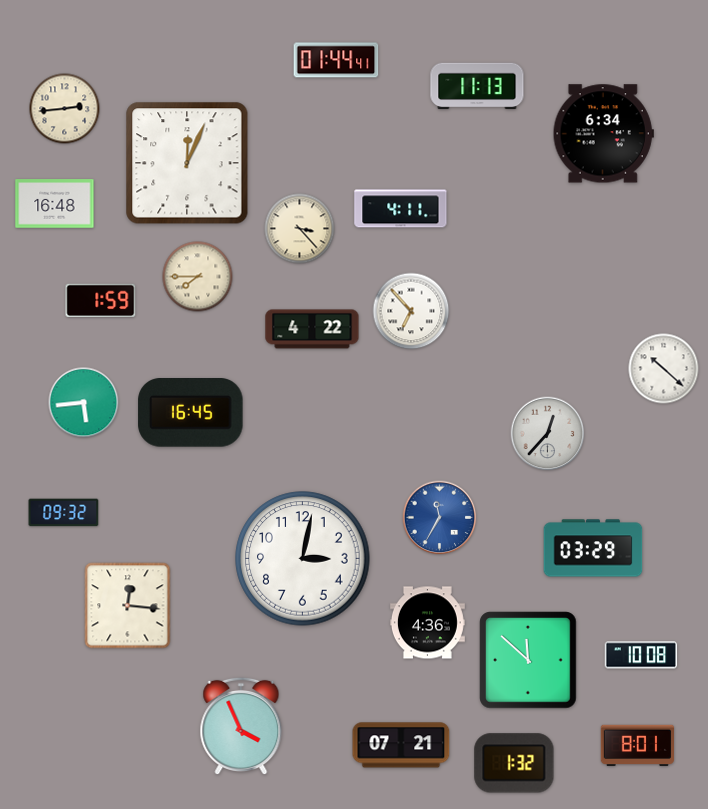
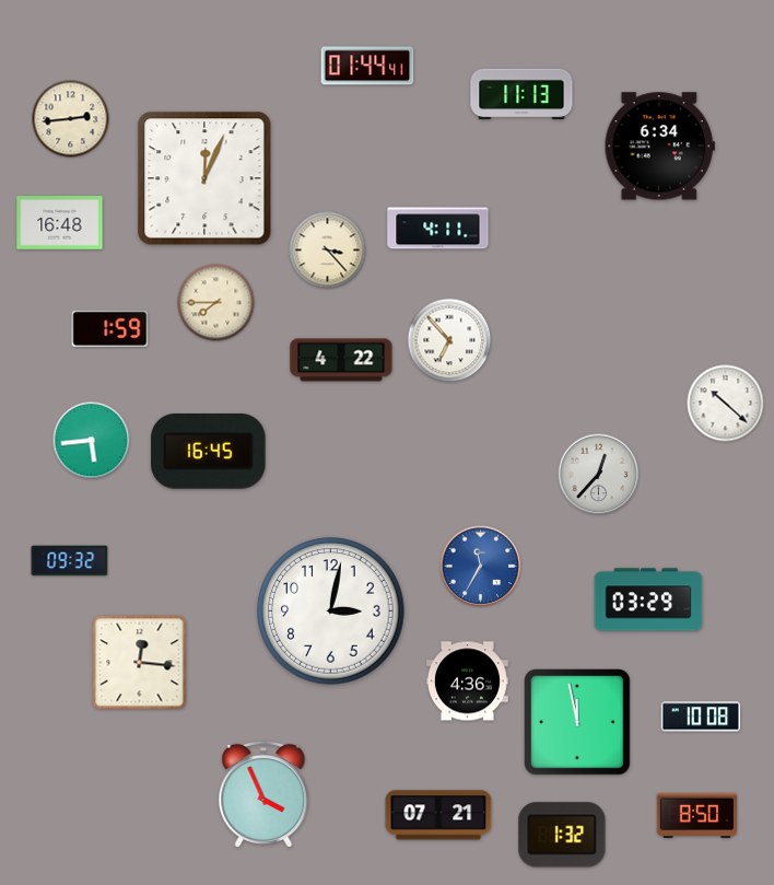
clock at (528, 660): 11:52 -> 11:58
clock at (637, 745): 8:01 -> 8:50
